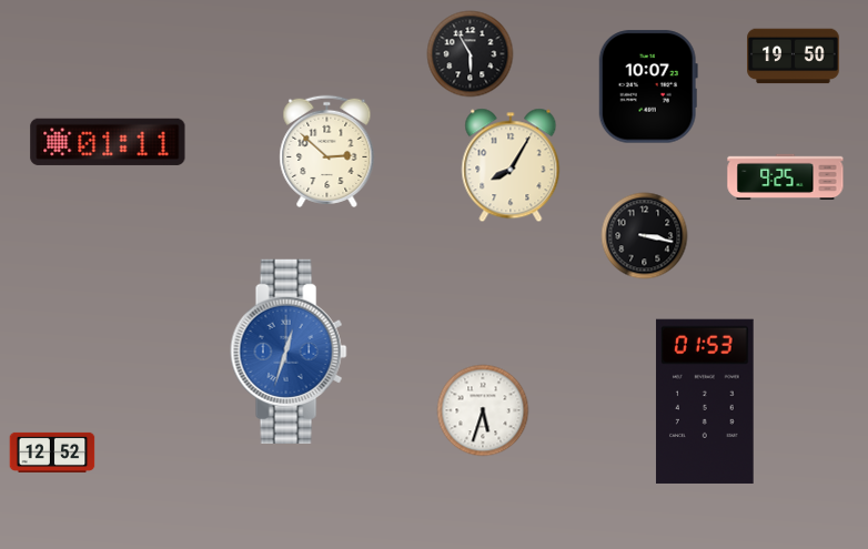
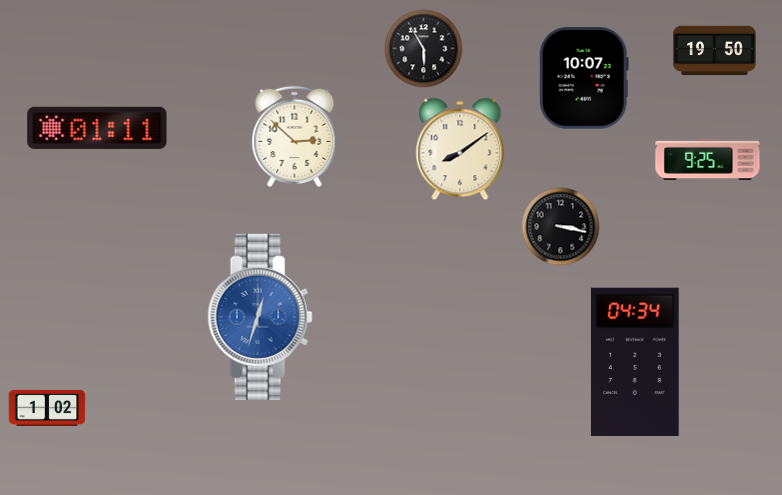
clock at (511, 165): 8:05 -> 8:09
clock at (645, 236) position: (645, 236) -> (561, 227)
clock at (705, 401): 01:53 -> 04:34
clock at (483, 410): 5:33 -> none
clock at (52, 453): 12:52 -> 1:02
